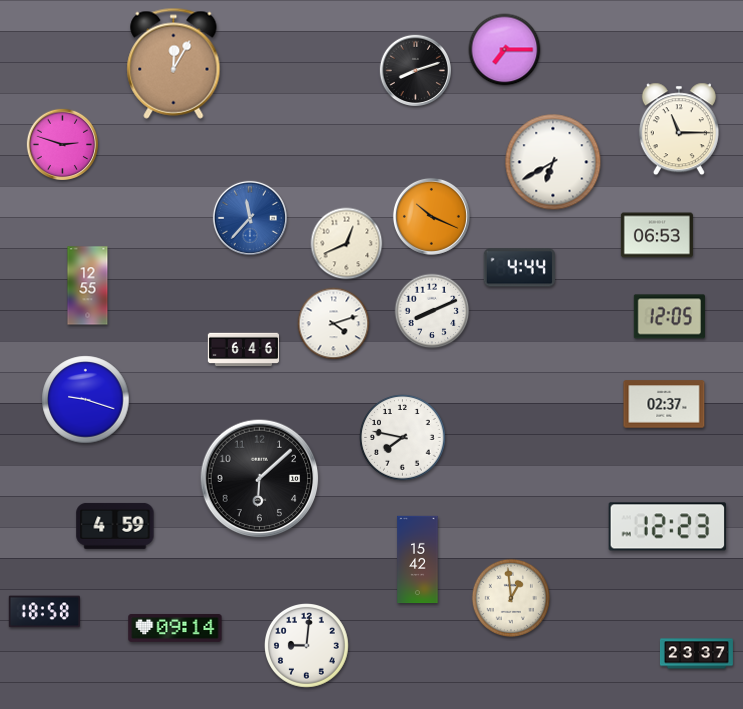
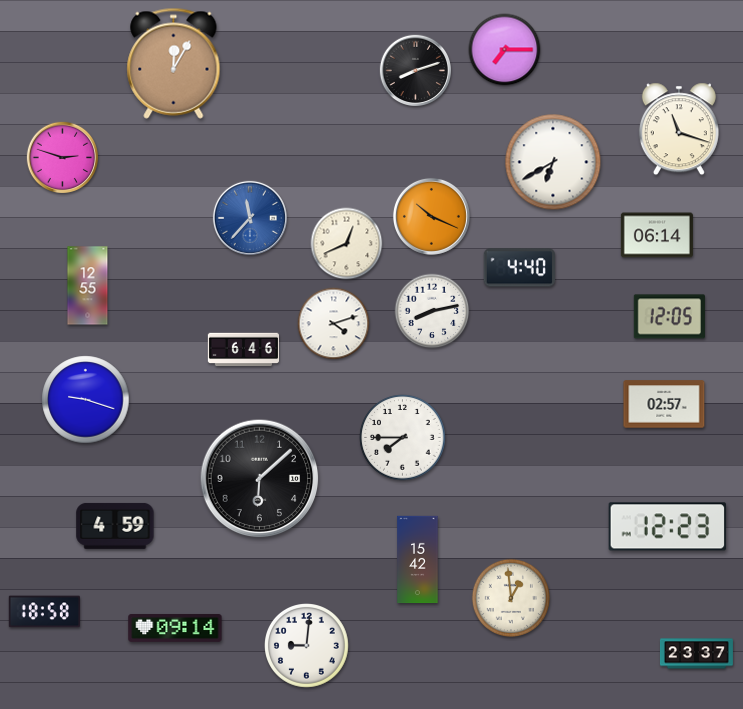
clock at (679, 129): 11:15 -> 11:18
clock at (63, 145) position: (63, 145) -> (63, 158)
clock at (657, 235): 06:53 -> 06:14
clock at (519, 268): 4:44 -> 4:40
clock at (432, 311): 8:11 -> 8:13
clock at (664, 404): 02:37 -> 02:57
clock at (403, 438): 7:47 -> 7:45
